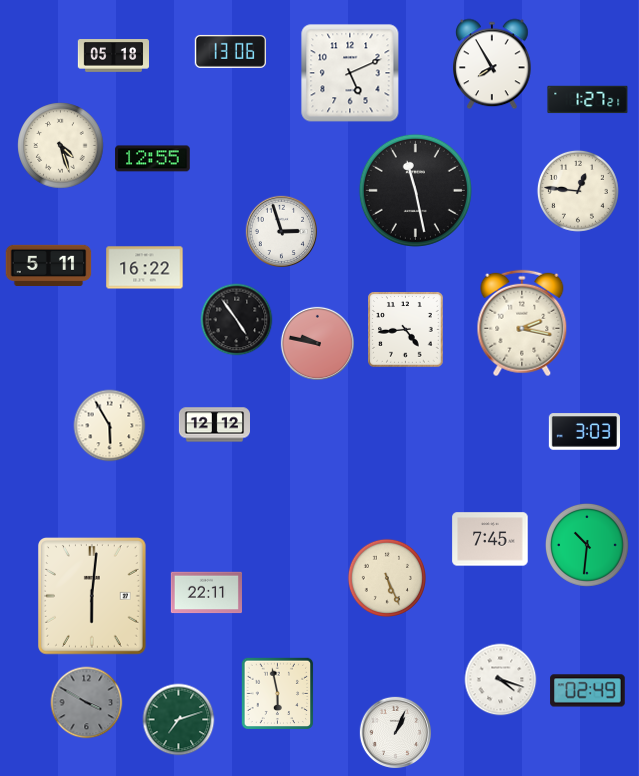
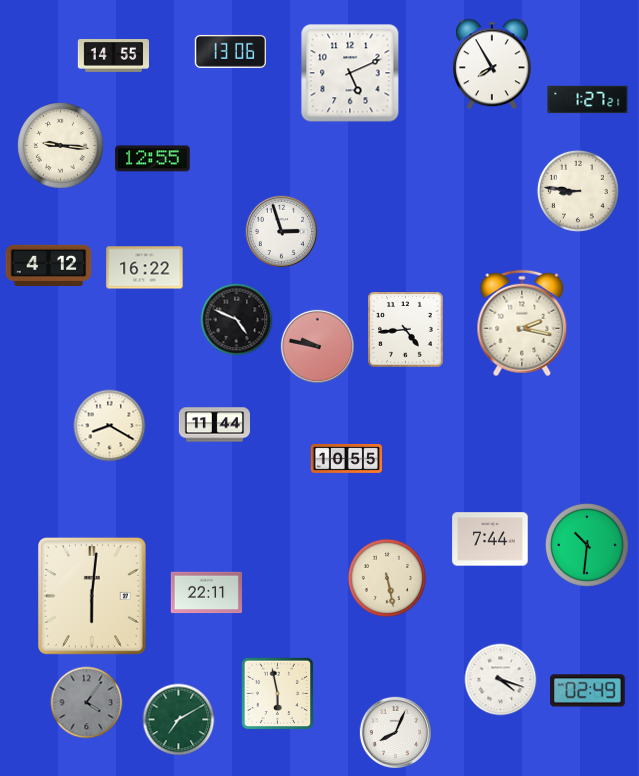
clock at (113, 56): 05:18 -> 14:55
clock at (61, 146): 4:27 -> 9:16
clock at (415, 190): 11:28 -> none
clock at (578, 191): 12:46 -> 8:46
clock at (49, 266): 5:11 -> 4:12
clock at (237, 320): 4:54 -> 4:49
clock at (317, 343) position: (317, 343) -> (317, 346)
clock at (214, 425): 12:12 -> 11:44
clock at (110, 426): 5:55 -> 8:20
clock at (584, 432): 3:03 -> none
clock at (346, 458): none -> 10:55
clock at (490, 539): 7:45 -> 7:44
clock at (386, 577): 5:26 -> 5:28
clock at (87, 703): 3:50 -> 4:06
clock at (179, 720): 7:12 -> 7:10
clock at (395, 732): 1:04 -> 8:04
